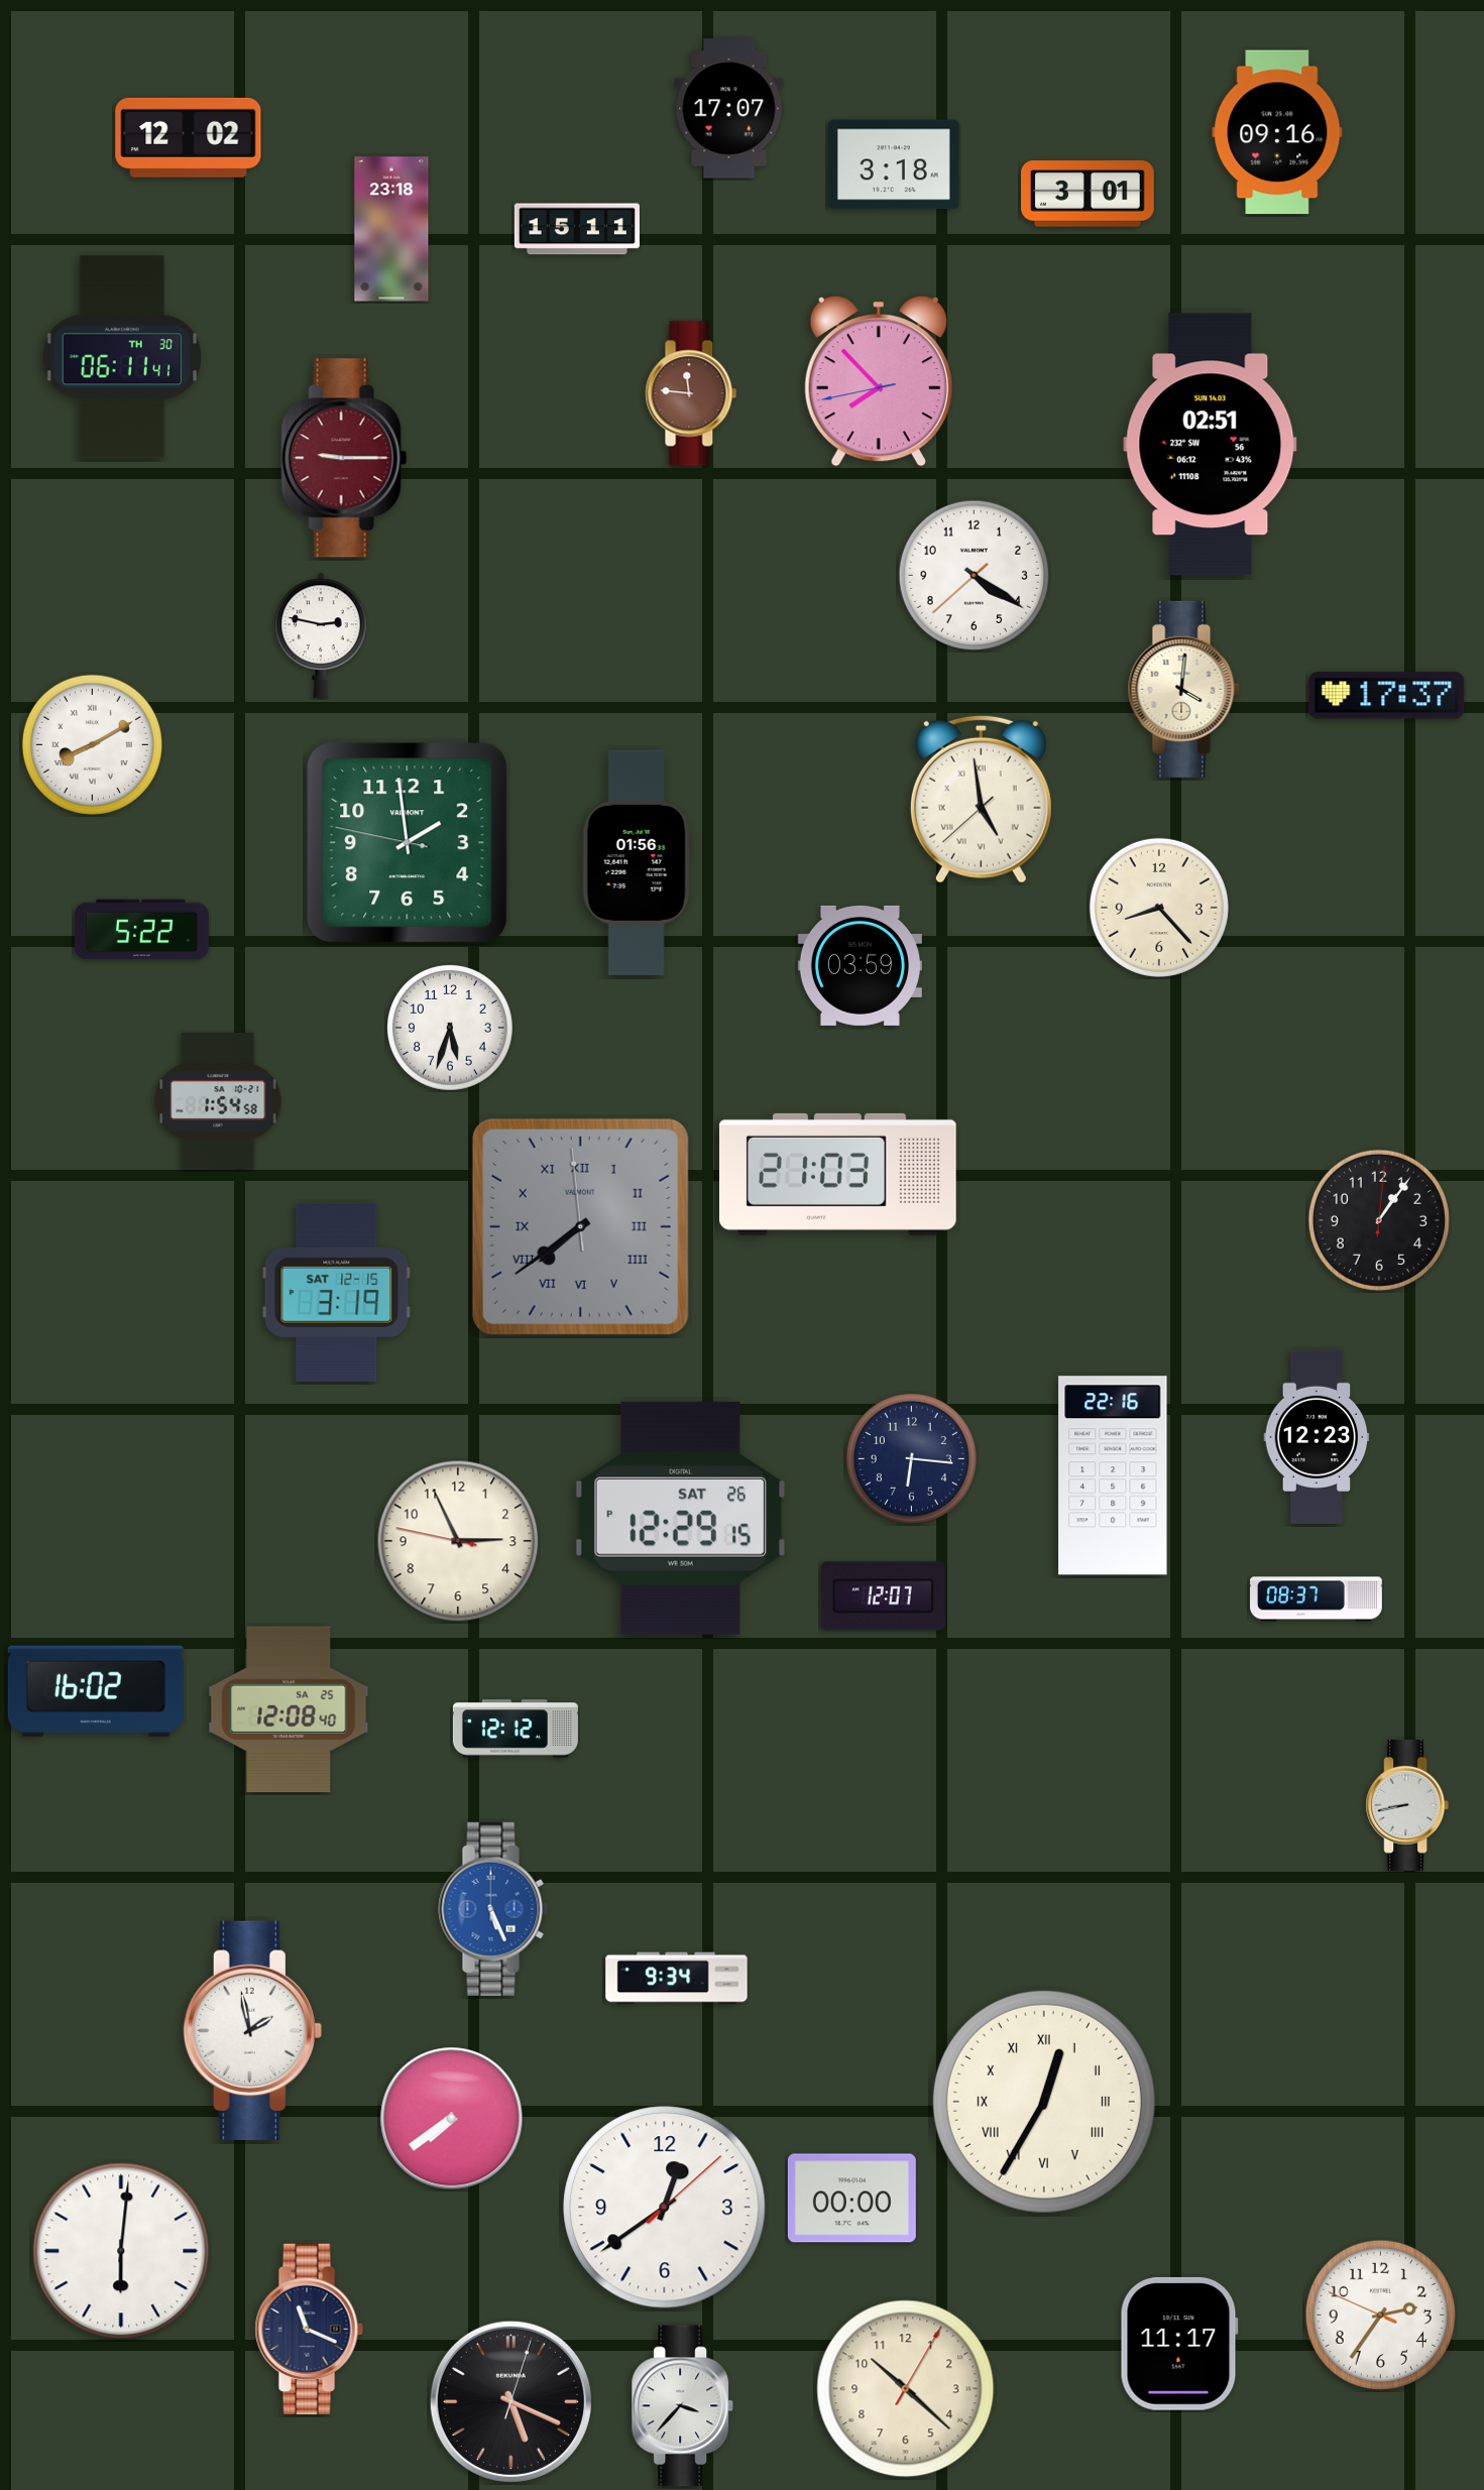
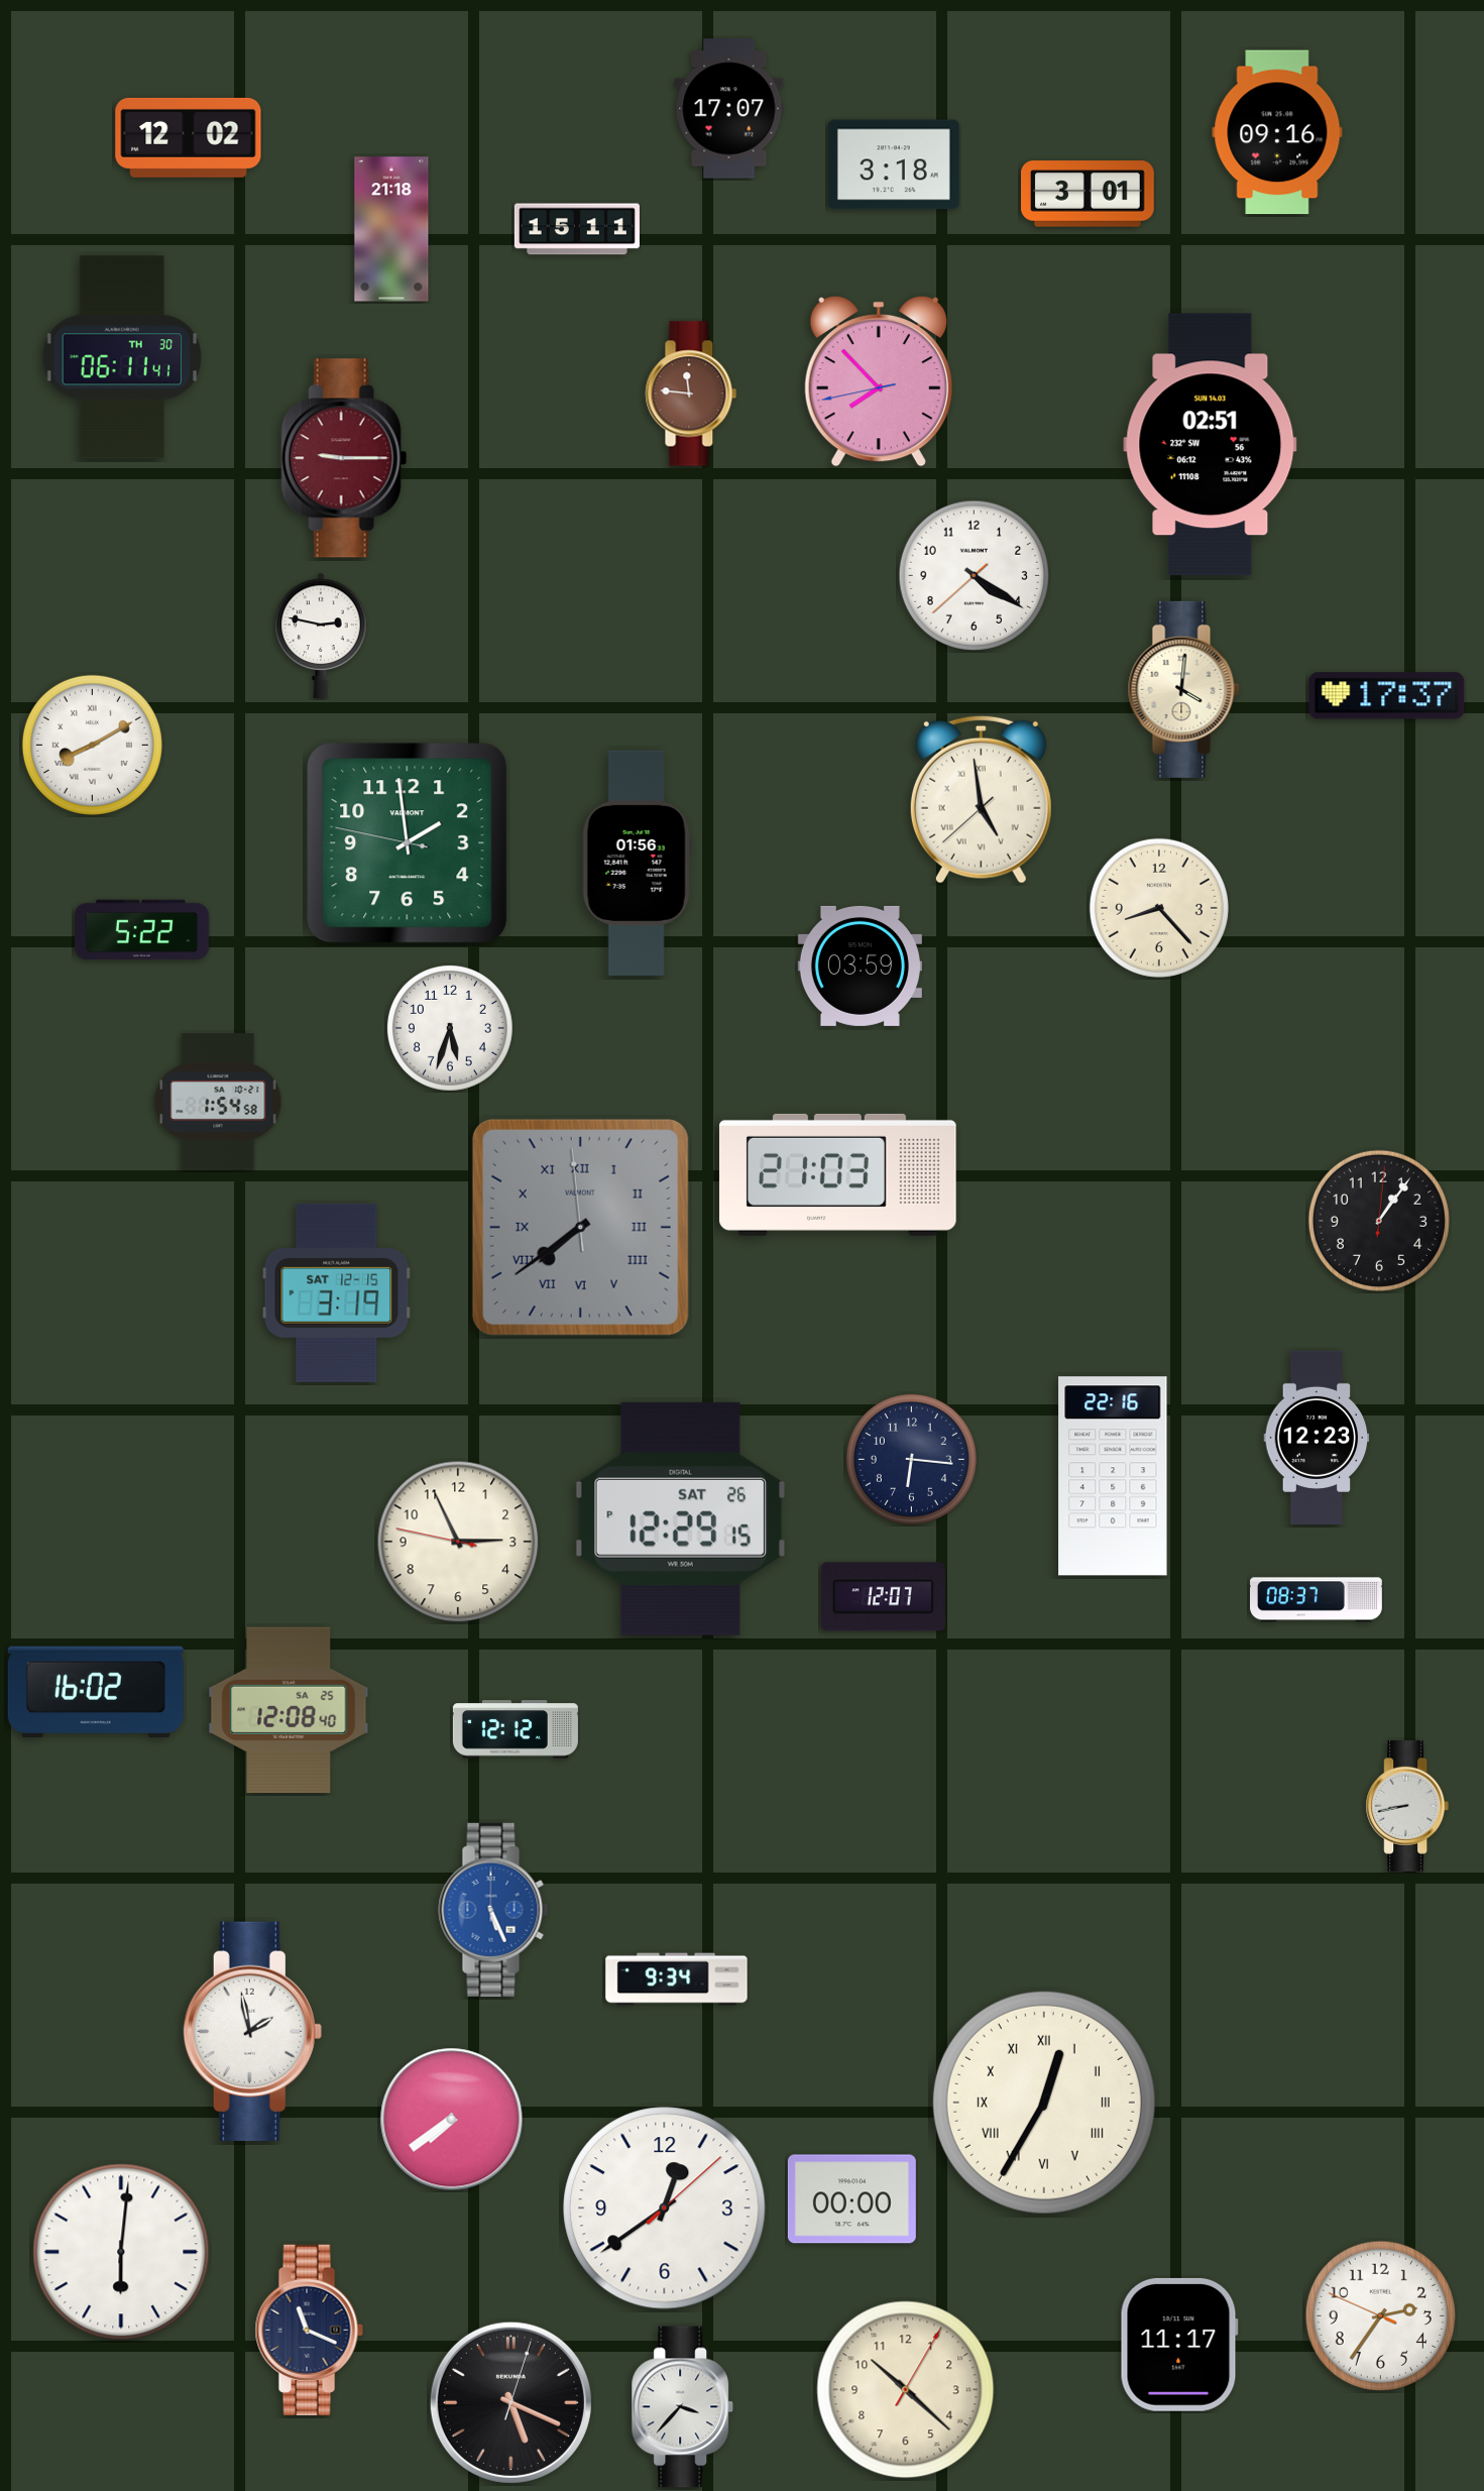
clock at (391, 229): 23:18 -> 21:18
